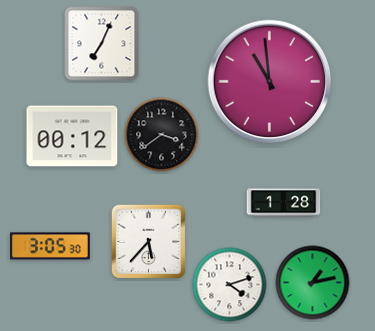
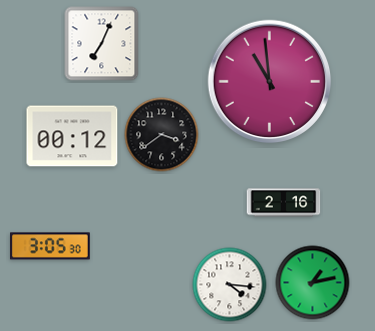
clock at (284, 203): 1:28 -> 2:16
clock at (149, 242): 5:37 -> none
clock at (230, 285): 4:12 -> 4:16
